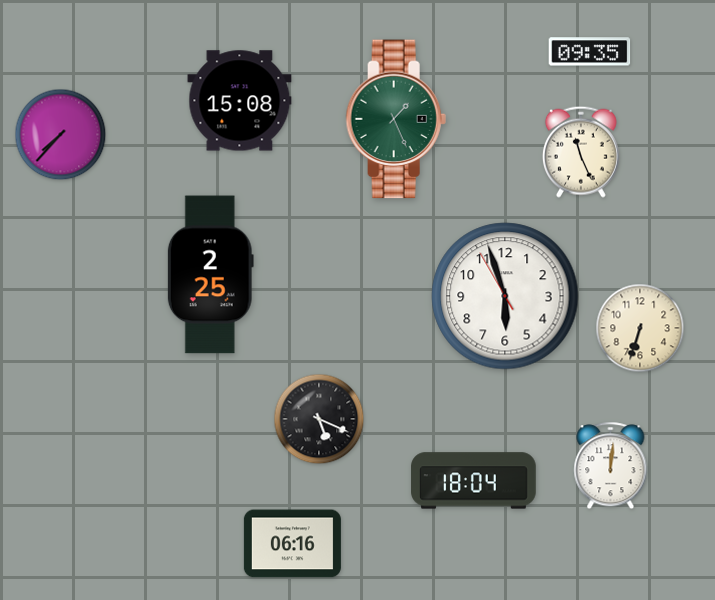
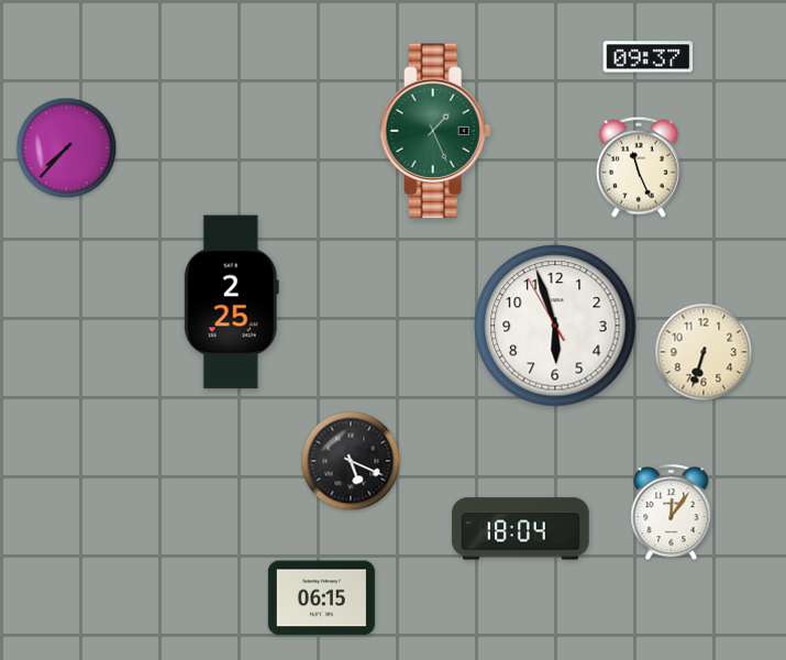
clock at (590, 52): 09:35 -> 09:37
clock at (240, 101): 15:08 -> none
clock at (640, 328) position: (640, 328) -> (704, 352)
clock at (611, 466): 12:01 -> 12:06
clock at (292, 544): 06:16 -> 06:15
